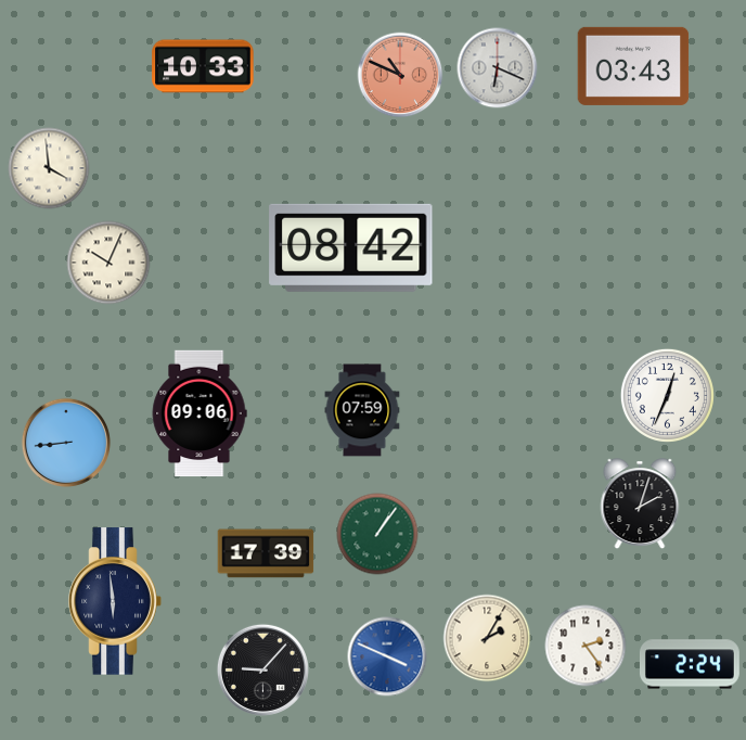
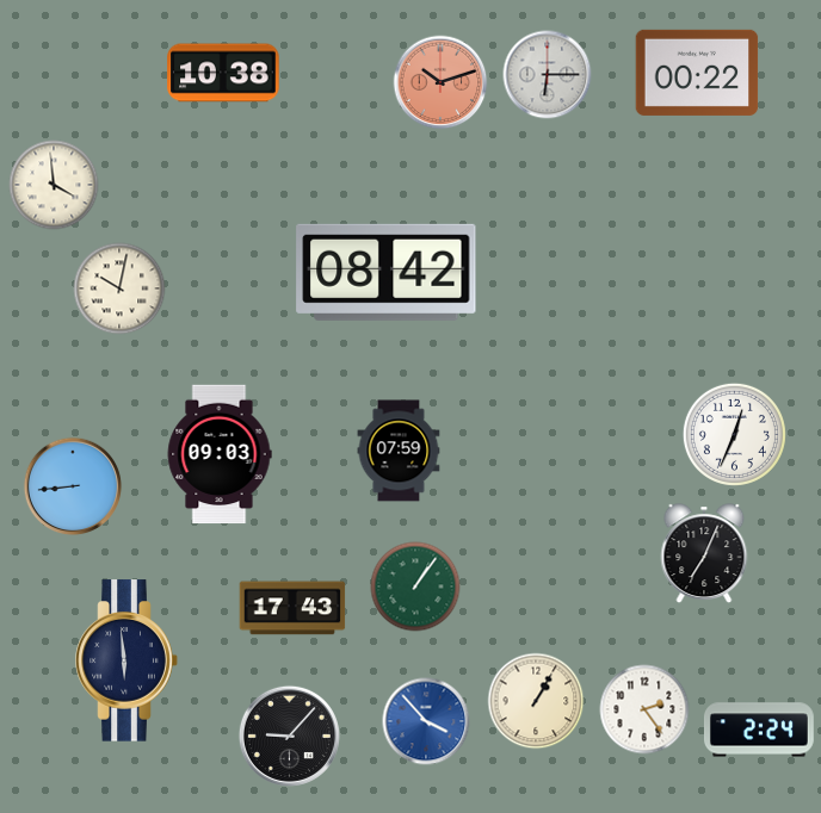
clock at (203, 66): 10:33 -> 10:38
clock at (633, 66): 03:43 -> 00:22
clock at (498, 68): 6:19 -> 6:15
clock at (400, 75): 10:49 -> 10:12
clock at (108, 263): 10:04 -> 10:02
clock at (200, 413): 09:06 -> 09:03
clock at (640, 505): 2:03 -> 7:04
clock at (266, 553): 17:39 -> 17:43
clock at (487, 638): 2:05 -> 1:05
clock at (387, 656): 3:49 -> 3:53
